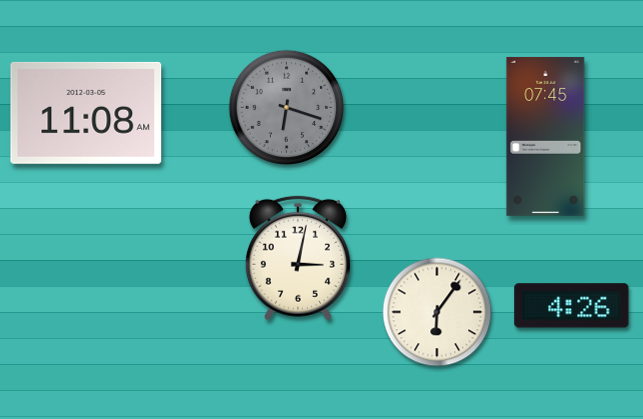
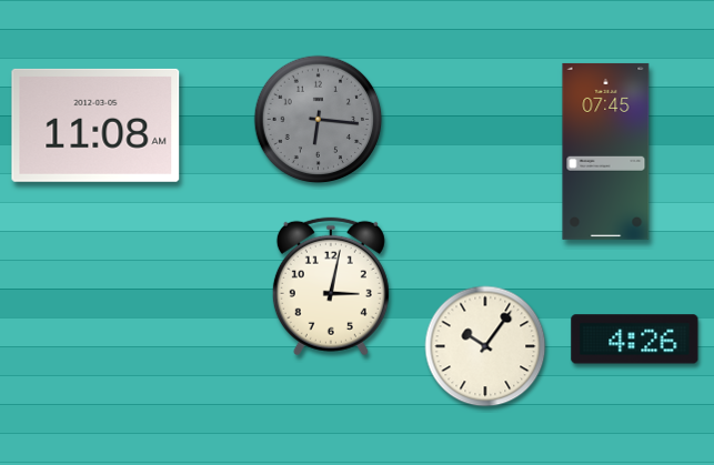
clock at (287, 108): 6:18 -> 6:16
clock at (437, 312): 6:06 -> 10:06
